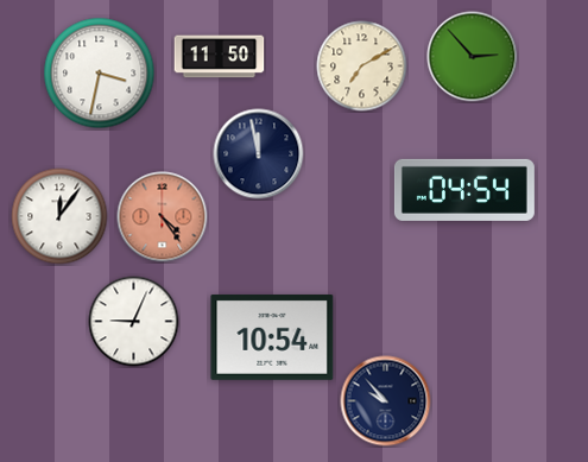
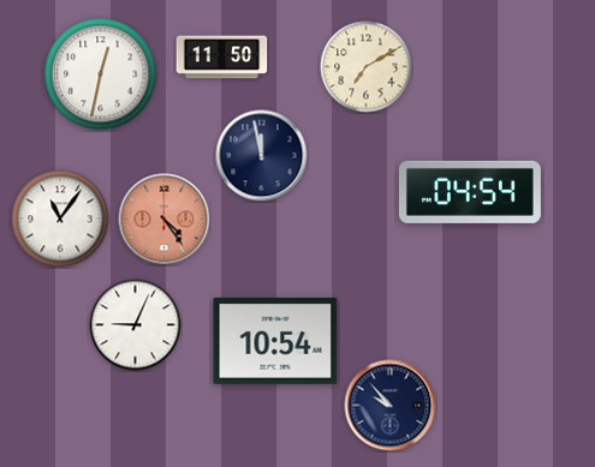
clock at (473, 57): 2:53 -> none
clock at (100, 74): 3:32 -> 12:32
clock at (59, 216): 12:06 -> 11:06
